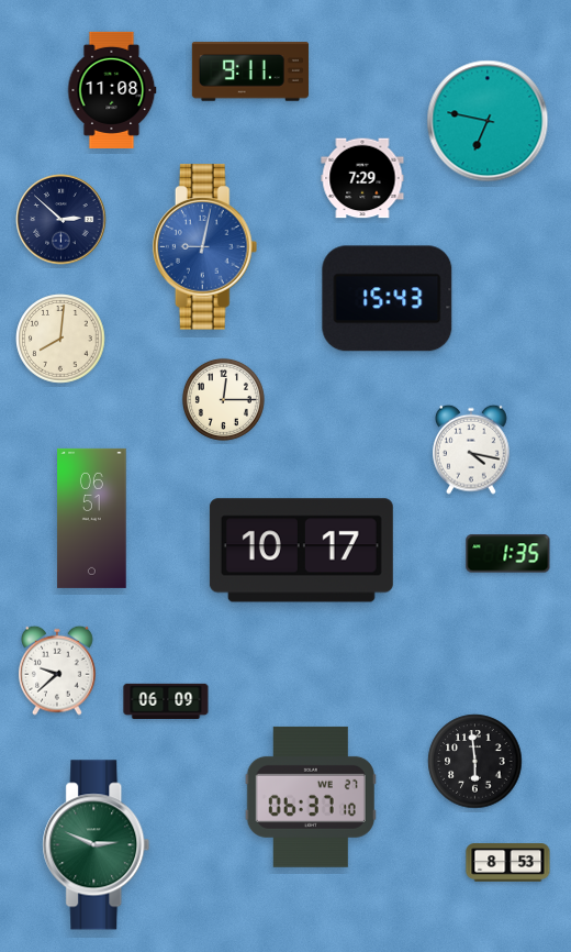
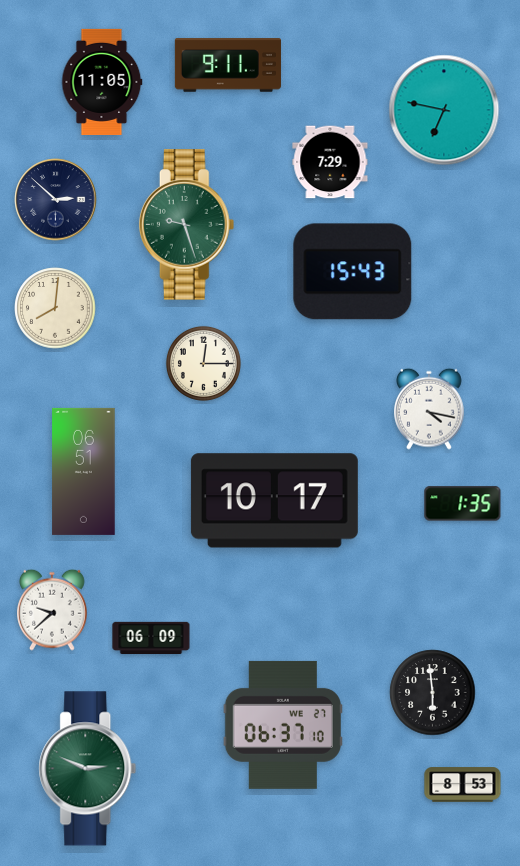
clock at (112, 90): 11:08 -> 11:05
clock at (205, 247): 9:02 -> 9:27
clock at (205, 247) dial: blue -> green
